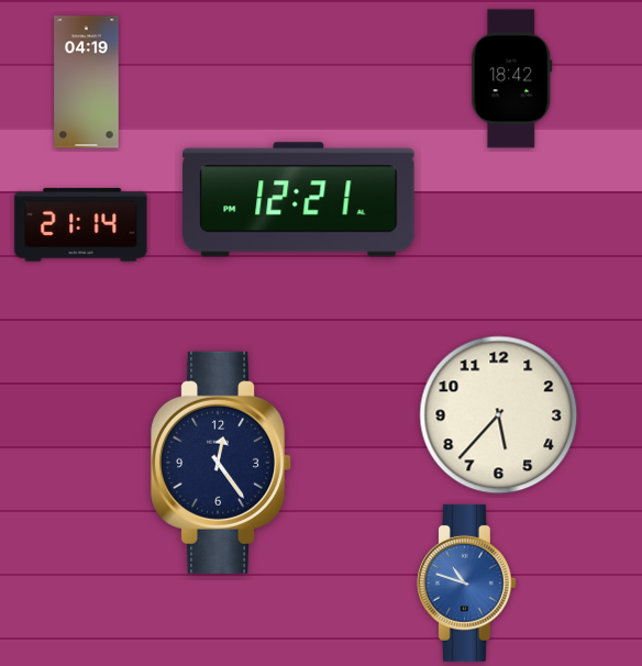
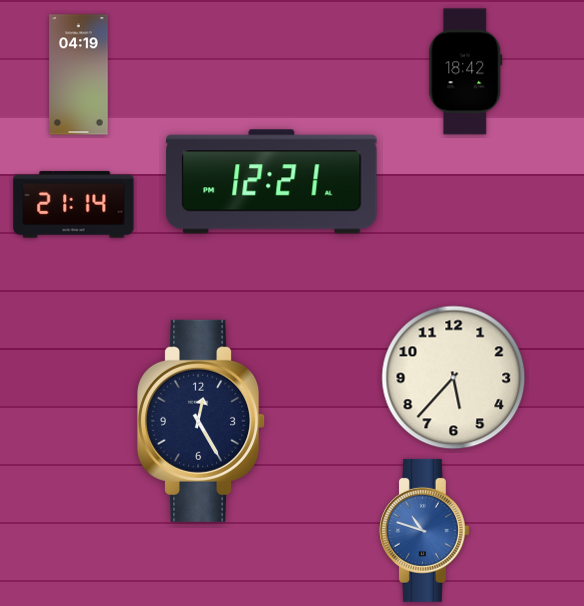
clock at (222, 463): 12:24 -> 12:25
